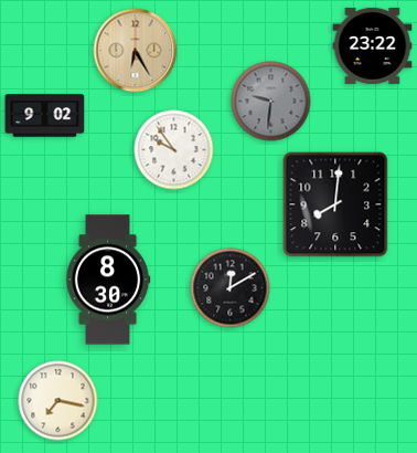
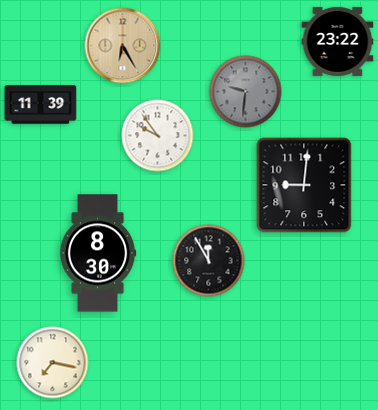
clock at (45, 116): 9:02 -> 11:39
clock at (335, 204): 8:01 -> 9:01
clock at (231, 288): 12:10 -> 11:55
